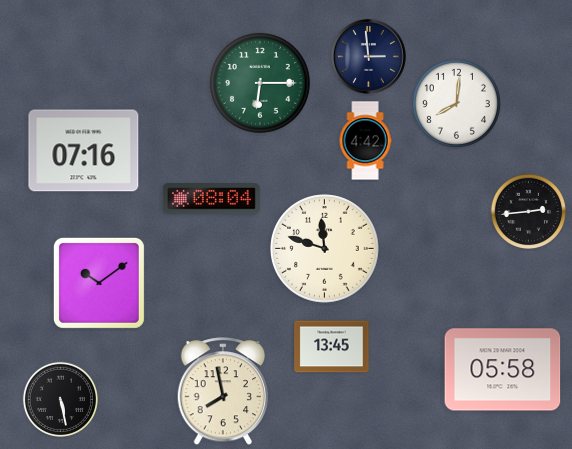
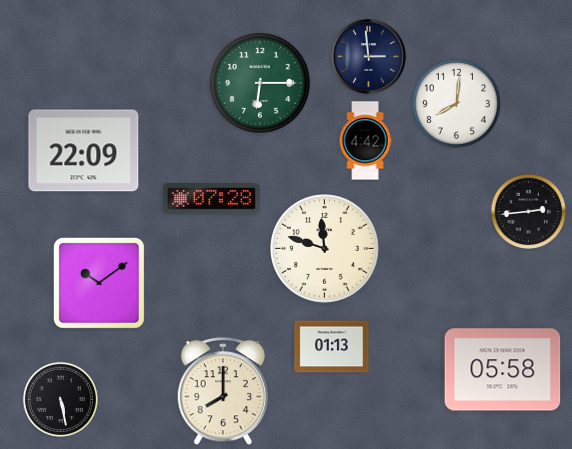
clock at (84, 151): 07:16 -> 22:09
clock at (211, 199): 08:04 -> 07:28
clock at (332, 347): 13:45 -> 01:13
clock at (223, 392): 7:58 -> 8:00
